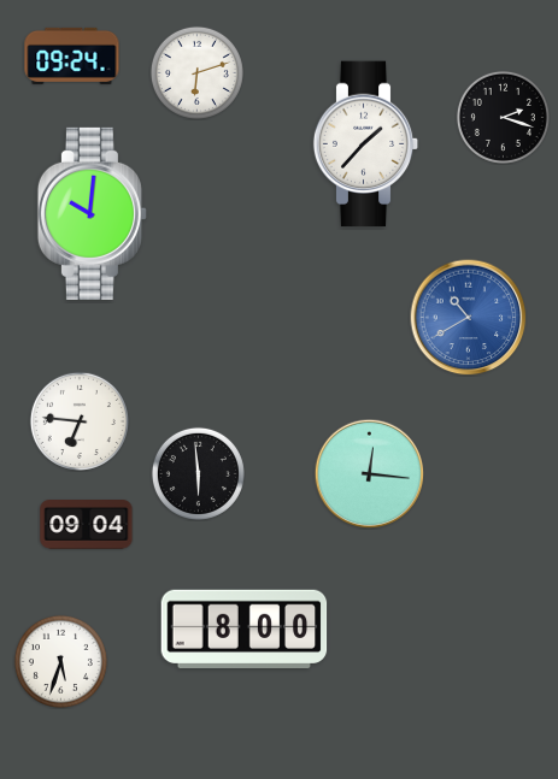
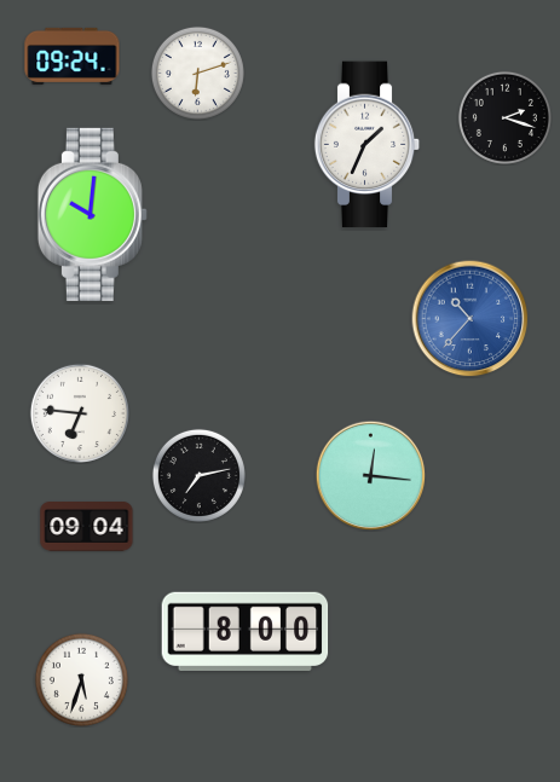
clock at (366, 144): 1:37 -> 1:34
clock at (469, 318): 10:40 -> 10:37
clock at (80, 421) position: (80, 421) -> (80, 413)
clock at (198, 473): 5:59 -> 7:13
clock at (60, 661) position: (60, 661) -> (81, 679)
